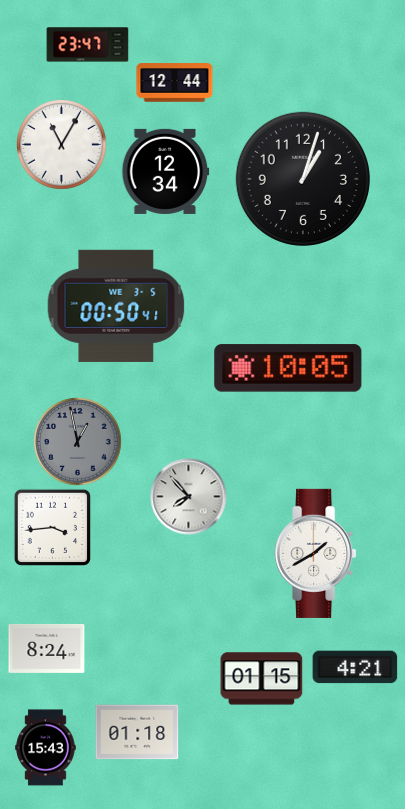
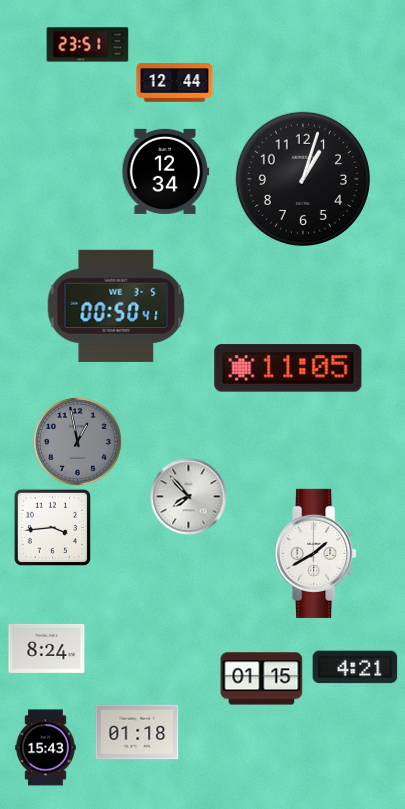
clock at (88, 45): 23:47 -> 23:51
clock at (62, 145): 11:05 -> none
clock at (288, 368): 10:05 -> 11:05
